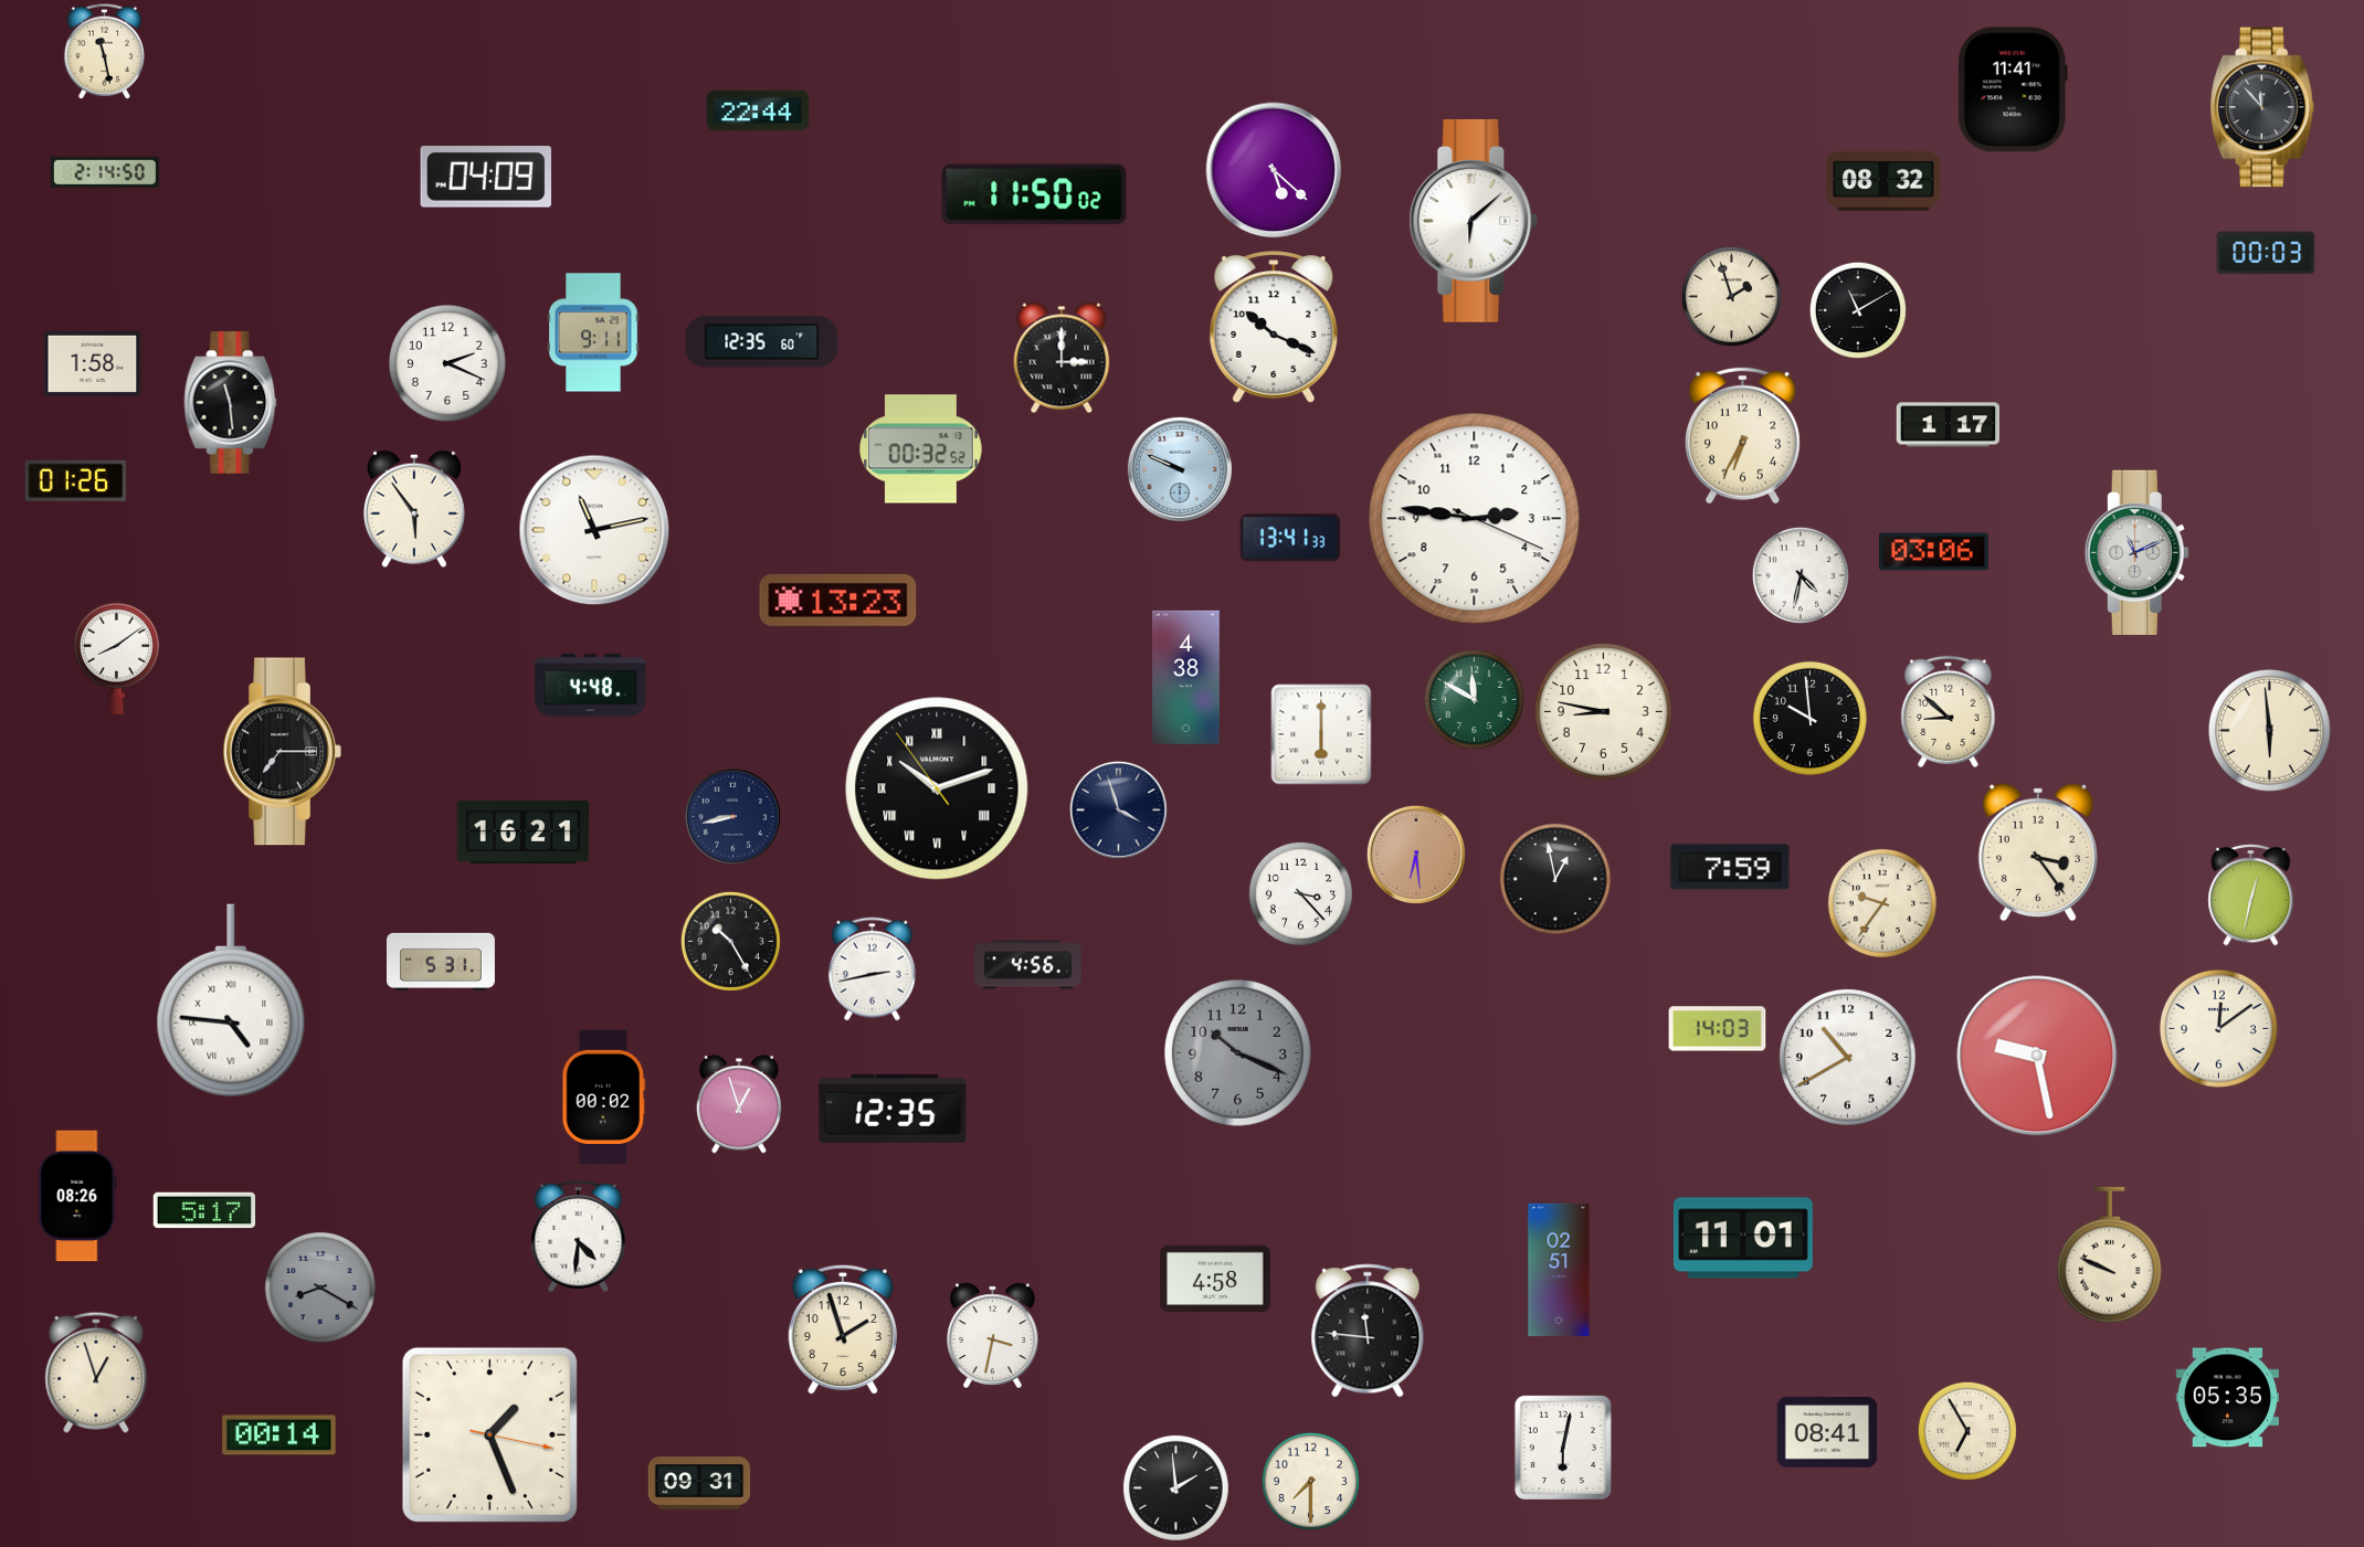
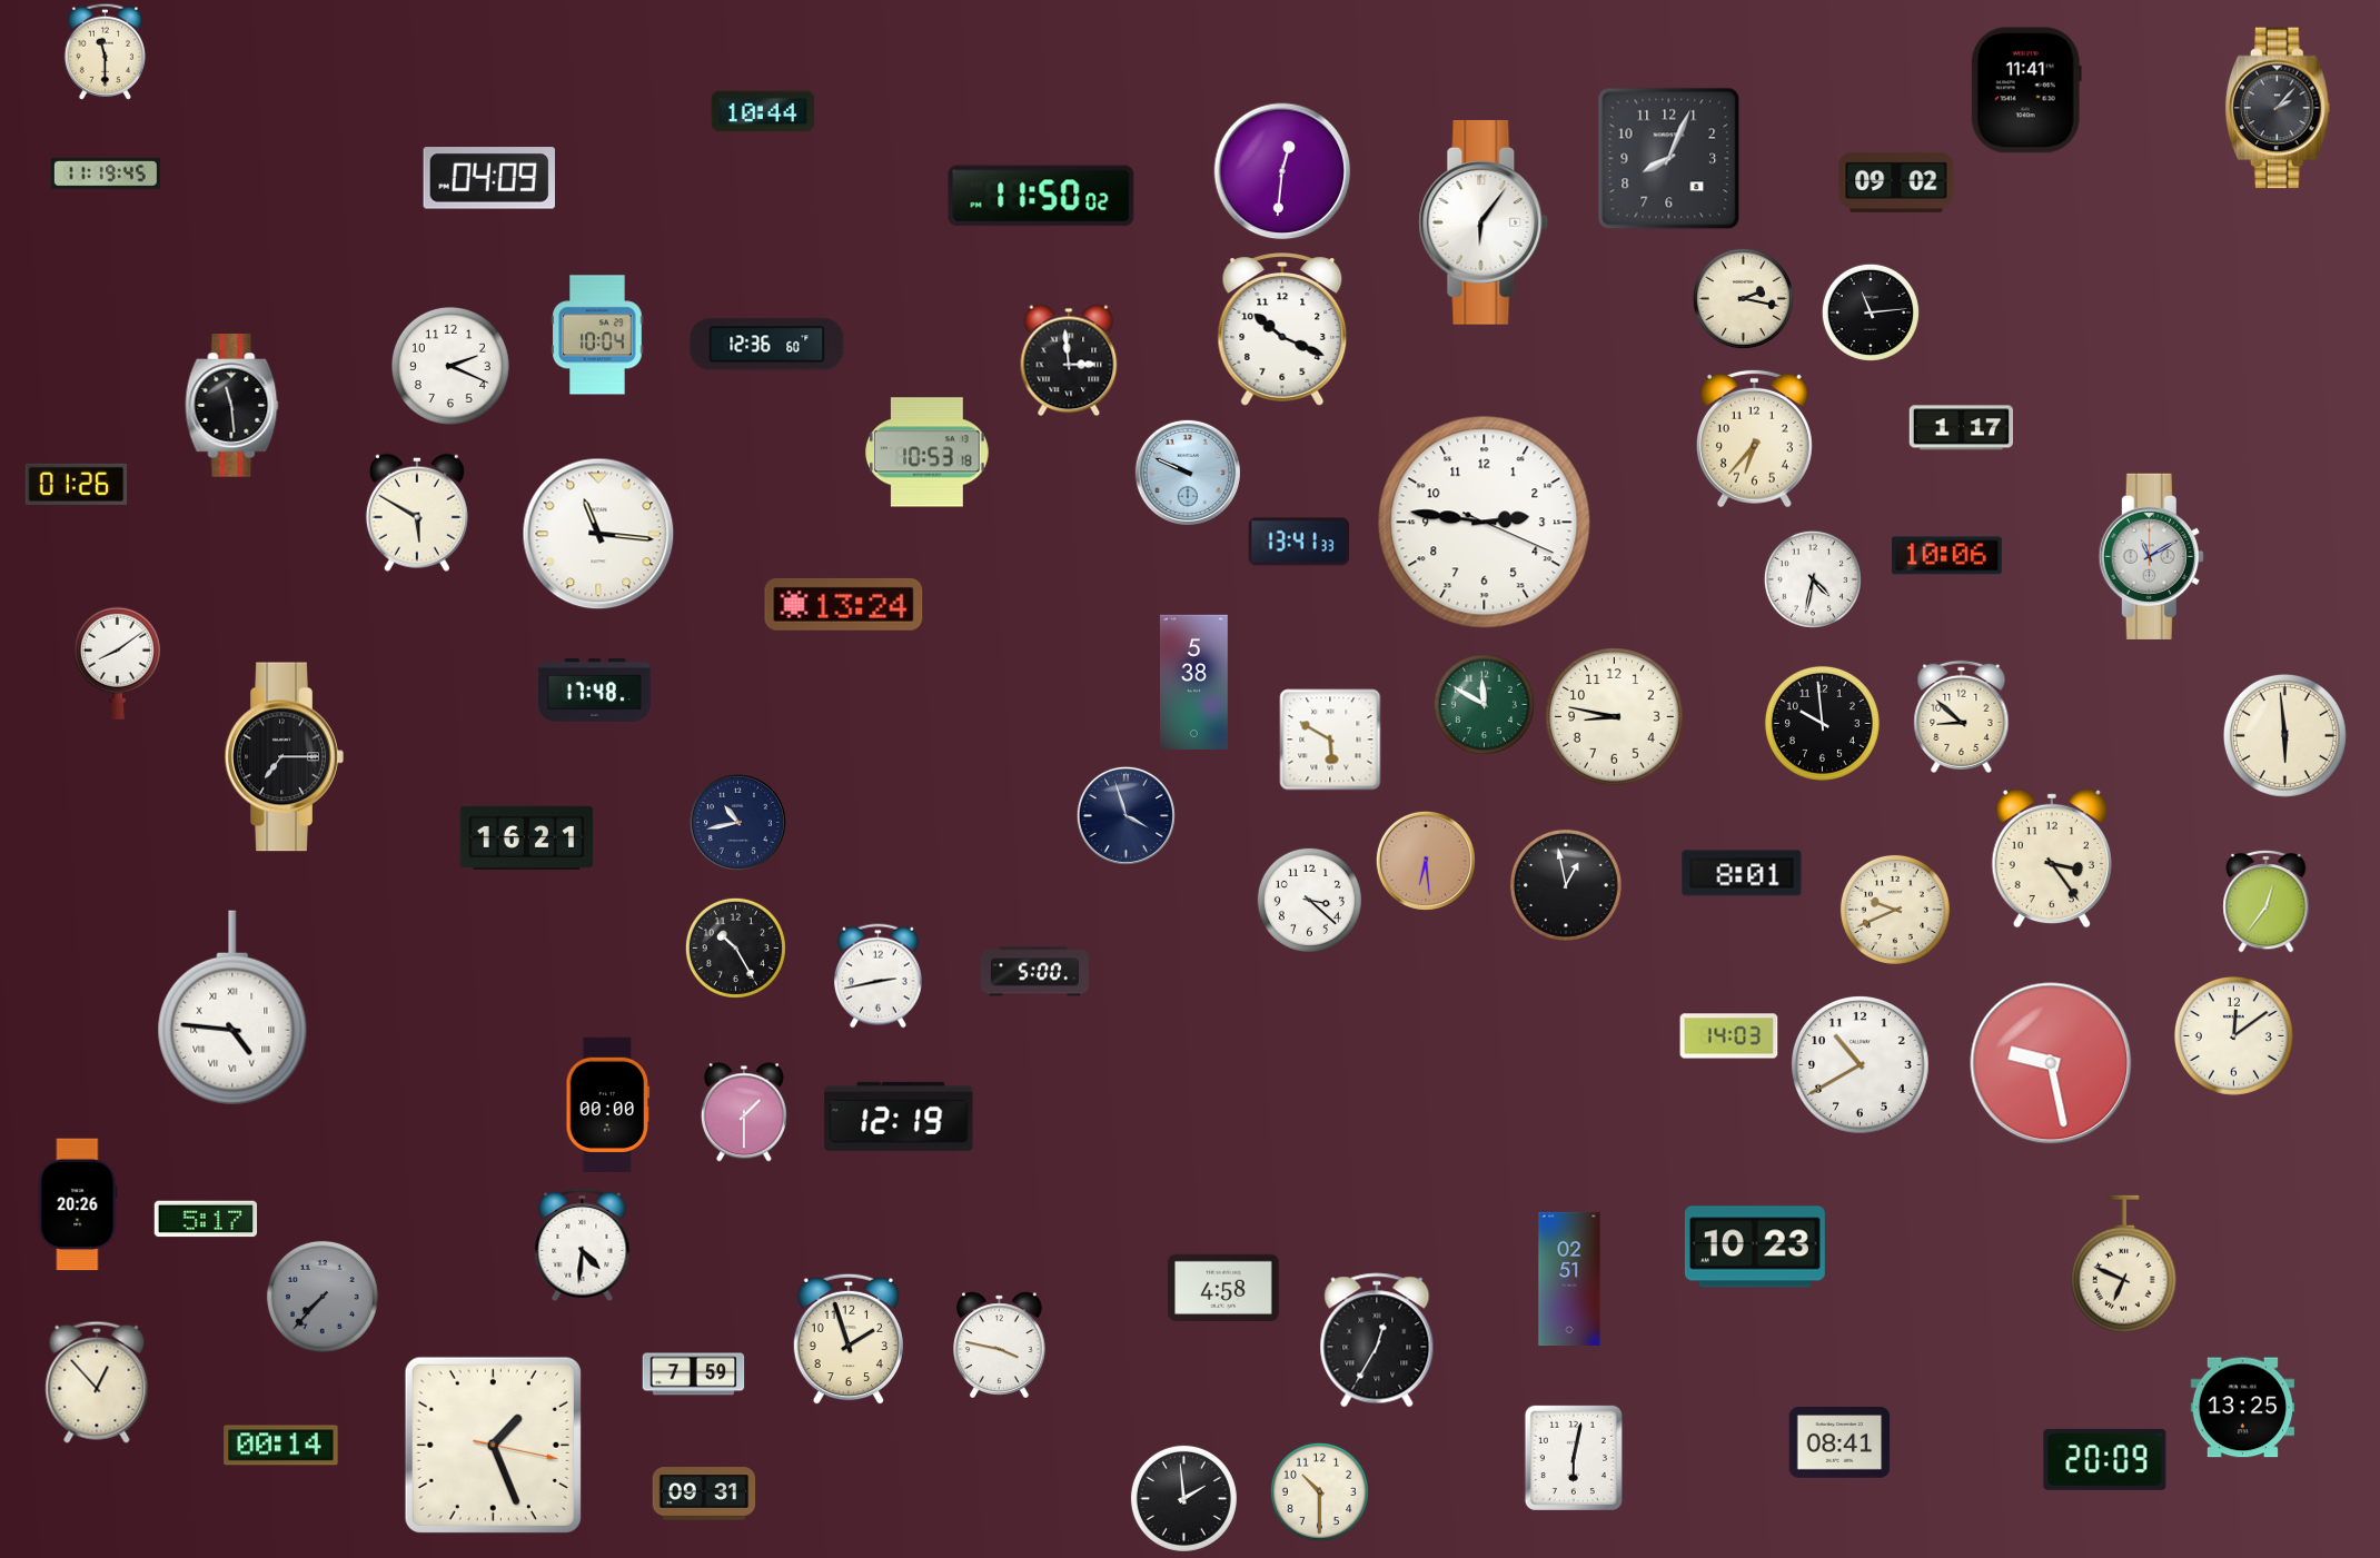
clock at (104, 51): 11:28 -> 11:30
clock at (2262, 107): 11:53 -> 2:07
clock at (758, 110): 22:44 -> 10:44
clock at (1669, 159): none -> 8:04
clock at (1274, 170): 5:22 -> 12:31
clock at (105, 172): 2:14 -> 11:19
clock at (1883, 181): 08:32 -> 09:02
clock at (1474, 221): 6:08 -> 6:06
clock at (2266, 253): 00:03 -> none
clock at (1731, 296): 1:57 -> 2:17
clock at (1858, 310): 11:10 -> 11:14
clock at (593, 332): 9:11 -> 10:04
clock at (762, 342): 12:35 -> 12:36
clock at (1062, 358): 3:00 -> 2:59
clock at (93, 363): 1:58 -> none
clock at (1742, 435): 6:35 -> 6:37
clock at (920, 449): 00:32 -> 10:53
clock at (414, 509): 5:54 -> 5:50
clock at (594, 530): 11:13 -> 11:16
clock at (1933, 552): 03:06 -> 10:06
clock at (2136, 552): 11:11 -> 11:10
clock at (838, 600): 13:23 -> 13:24
clock at (1186, 677): 4:38 -> 5:38
clock at (591, 685): 4:48 -> 17:48
clock at (1321, 734): 6:00 -> 5:50
clock at (937, 788): 10:11 -> none
clock at (732, 816): 8:43 -> 10:43
clock at (1730, 867): 7:59 -> 8:01
clock at (1300, 893): 3:23 -> 3:22
clock at (2251, 894): 12:32 -> 12:36
clock at (1882, 903): 9:36 -> 9:41
clock at (441, 962): 5:31 -> none
clock at (1027, 965): 4:56 -> 5:00
clock at (1238, 1053): 10:19 -> none
clock at (604, 1096): 00:02 -> 00:00
clock at (739, 1104): 12:57 -> 1:30
clock at (893, 1109): 12:35 -> 12:19
clock at (77, 1196): 08:26 -> 20:26
clock at (1743, 1238): 11:01 -> 10:23
clock at (2109, 1255): 9:49 -> 6:49
clock at (320, 1288): 8:20 -> 7:37
clock at (1368, 1331): 11:46 -> 12:35
clock at (993, 1336): 3:32 -> 3:47
clock at (694, 1375): none -> 7:59
clock at (96, 1373): 12:57 -> 12:53
clock at (2227, 1398): 05:35 -> 13:25
clock at (1967, 1431): 6:55 -> none
clock at (2105, 1459): none -> 20:09
clock at (1310, 1481): 7:30 -> 10:30
